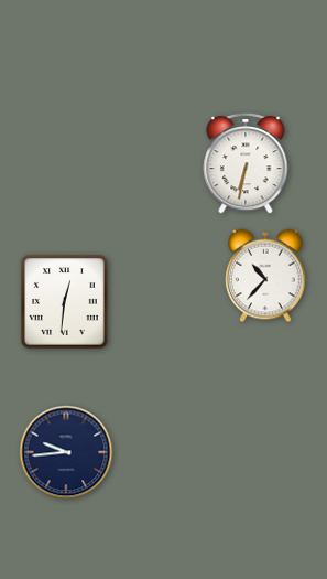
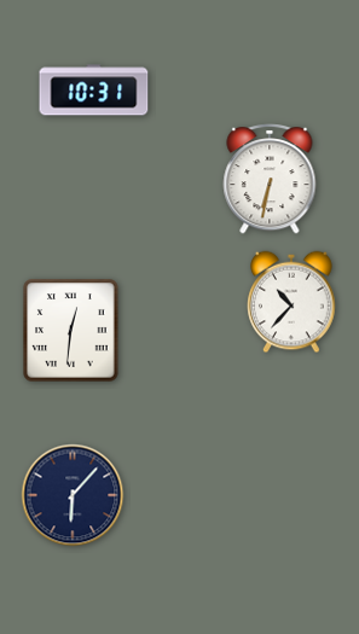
clock at (94, 91): none -> 10:31
clock at (66, 452): 9:44 -> 6:07
